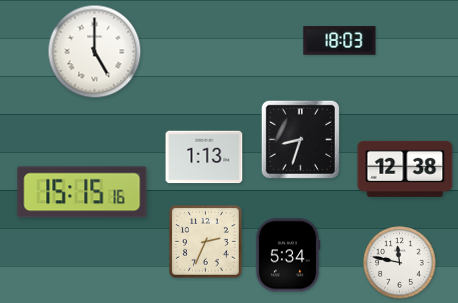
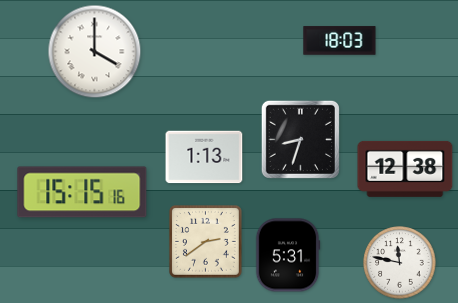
clock at (95, 52): 5:00 -> 4:00
clock at (206, 242): 2:34 -> 2:39
clock at (288, 255): 5:34 -> 5:31
